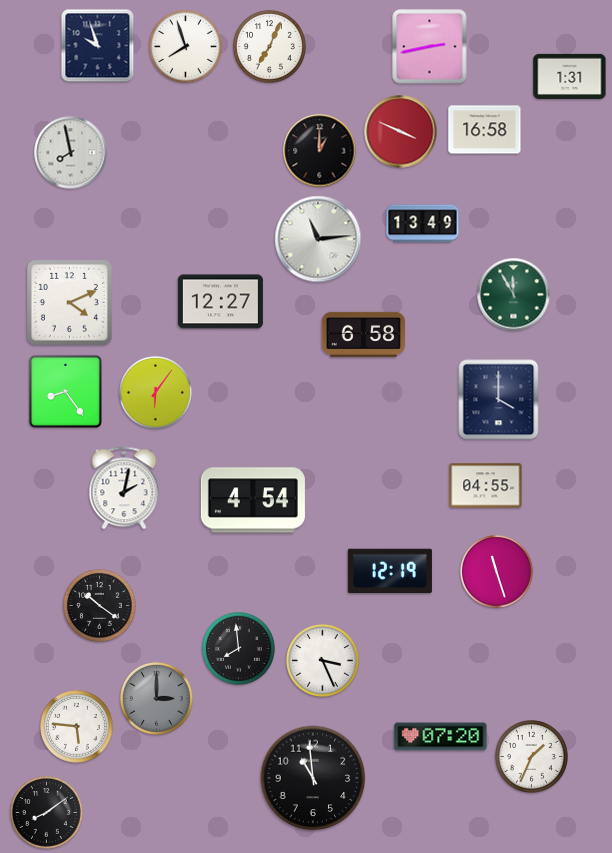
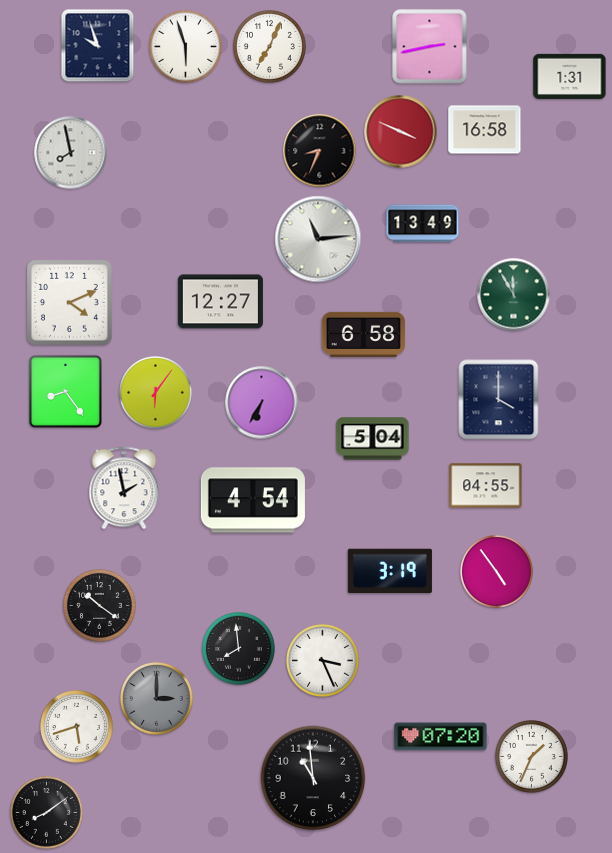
clock at (186, 47): 7:57 -> 5:57
clock at (320, 151): 1:00 -> 8:34
clock at (262, 403): none -> 6:35
clock at (373, 439): none -> 5:04
clock at (124, 488): 2:02 -> 1:58
clock at (390, 571): 12:19 -> 3:19
clock at (497, 572): 11:27 -> 4:54
clock at (77, 727): 5:46 -> 5:42
